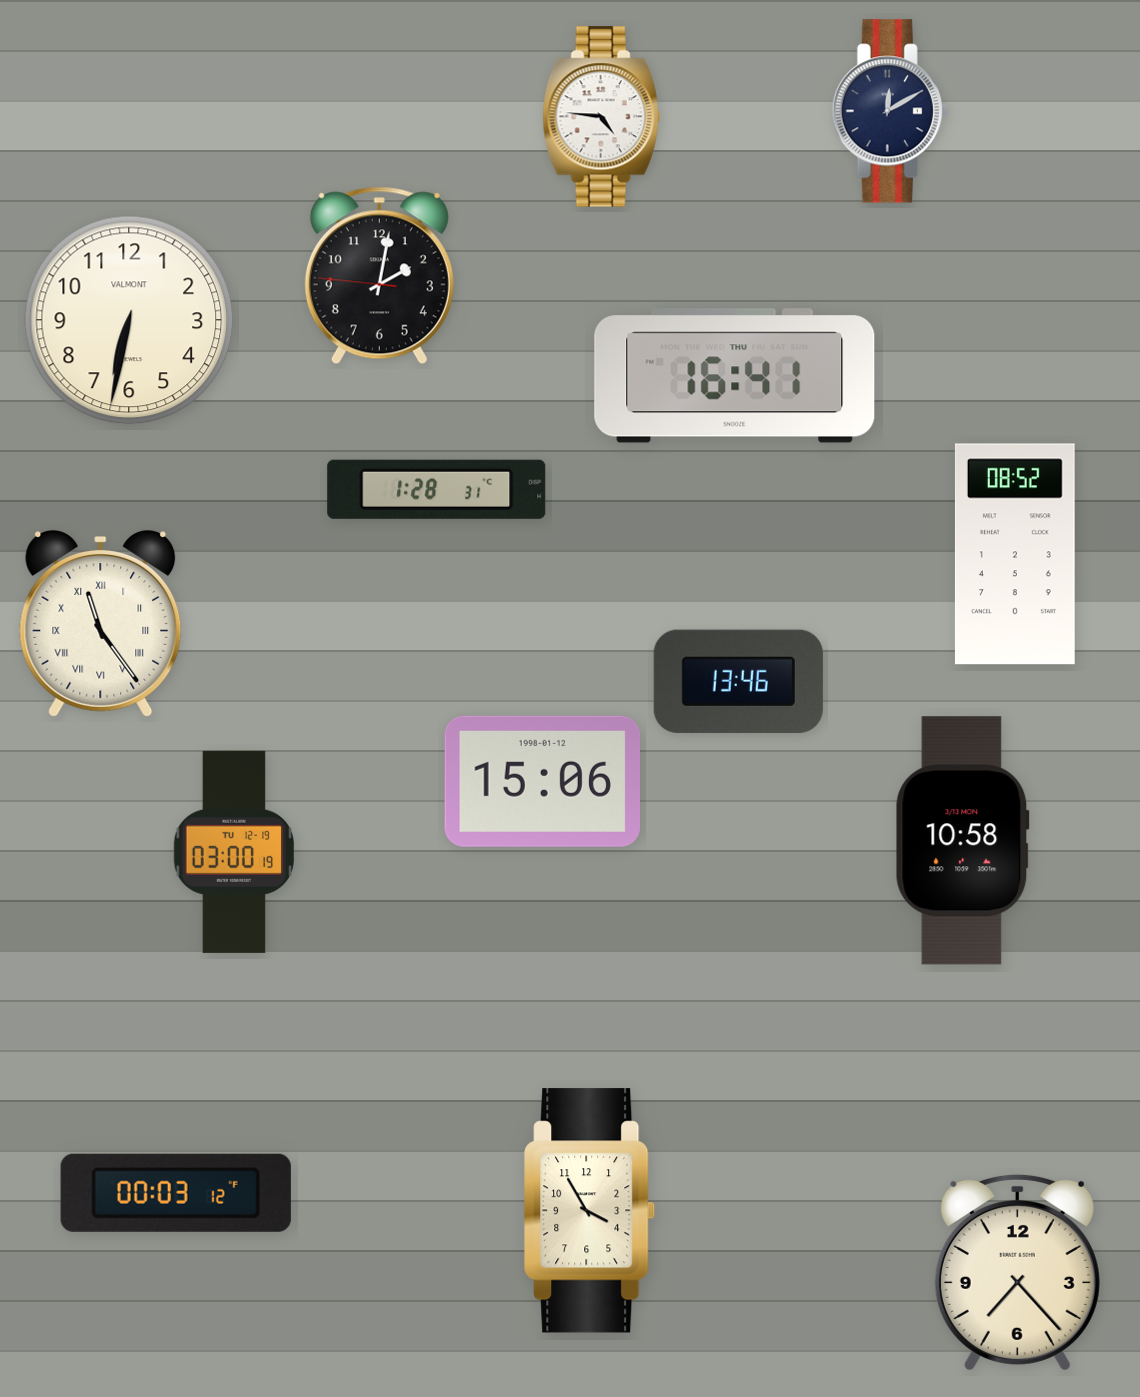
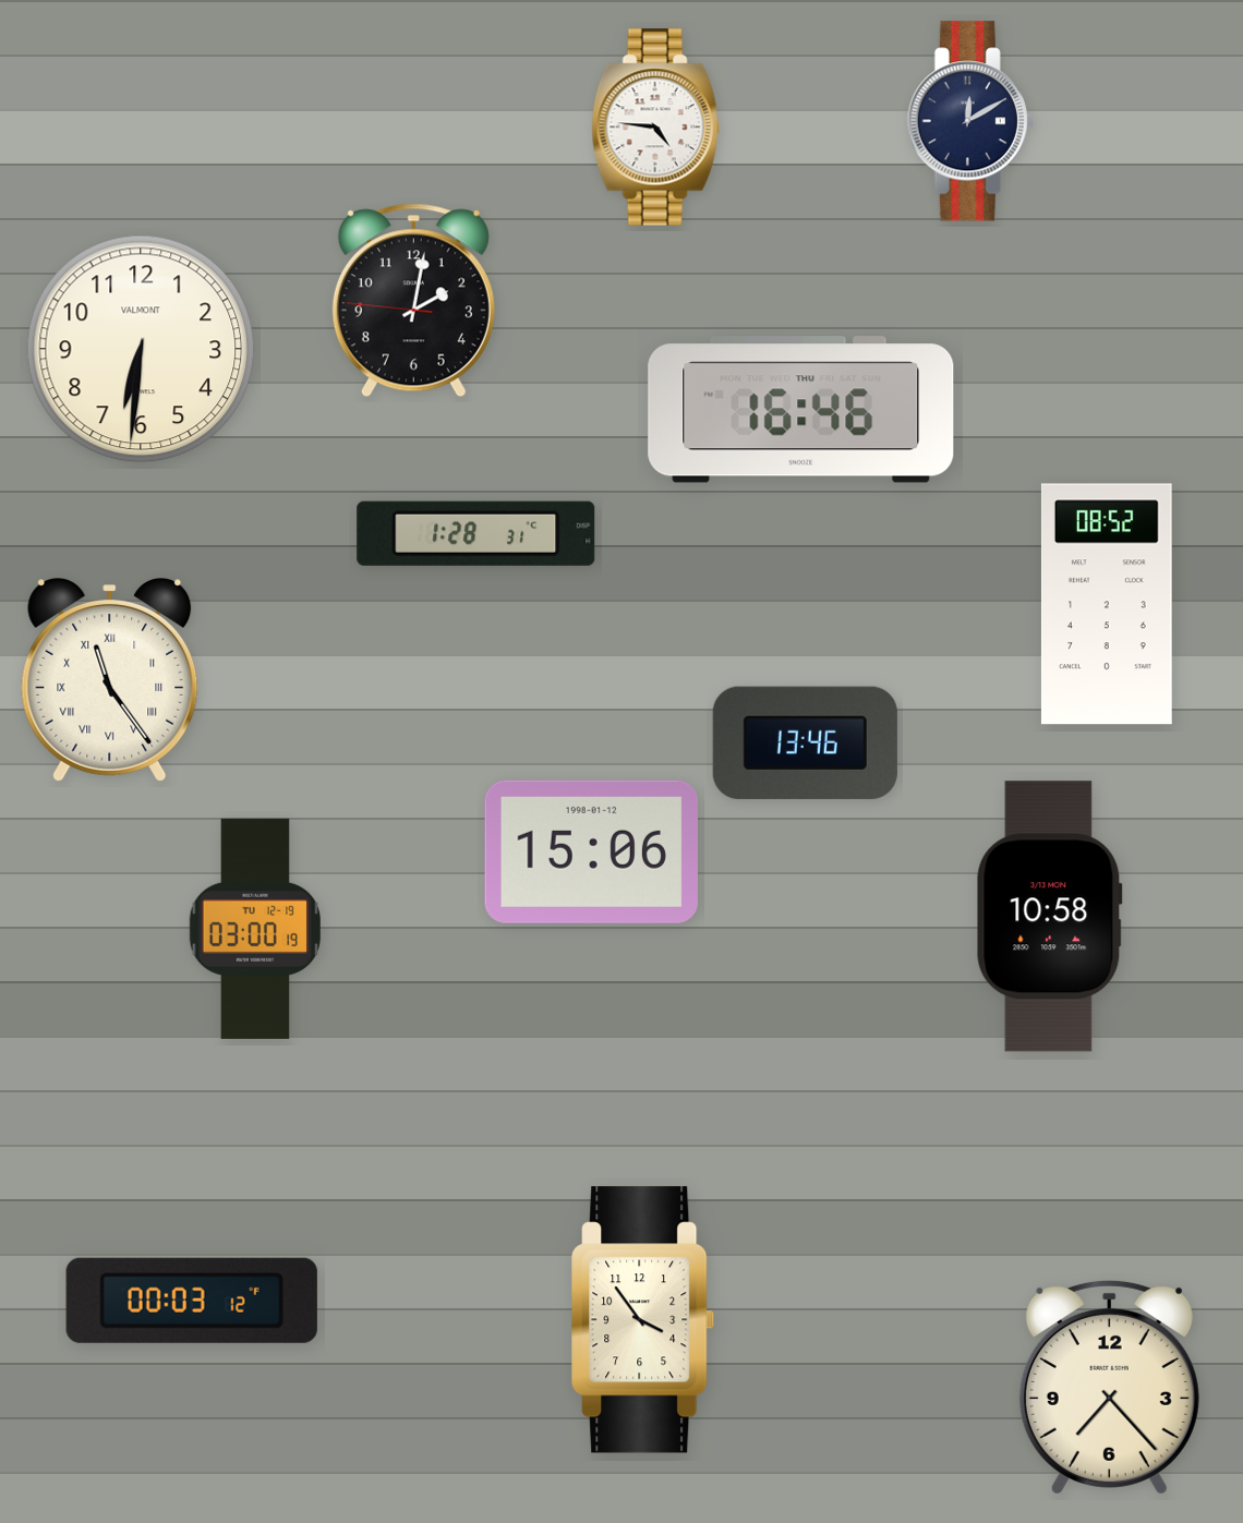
clock at (129, 320): 6:32 -> 6:31
clock at (735, 376): 16:41 -> 16:46
clock at (590, 1211): 3:55 -> 3:54
